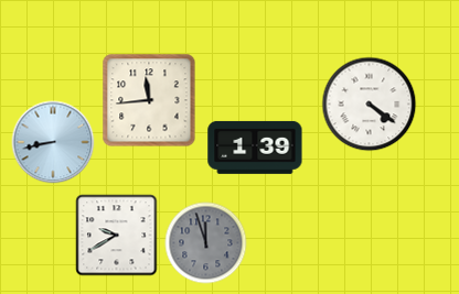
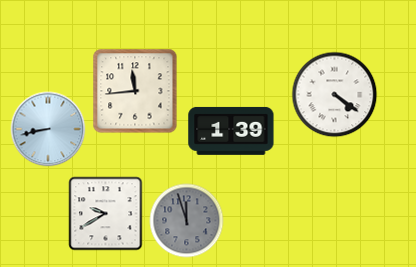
clock at (255, 148) position: (255, 148) -> (231, 131)
